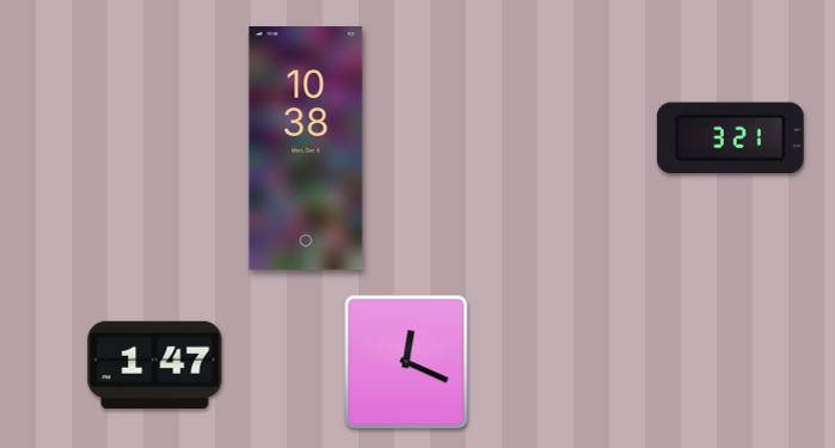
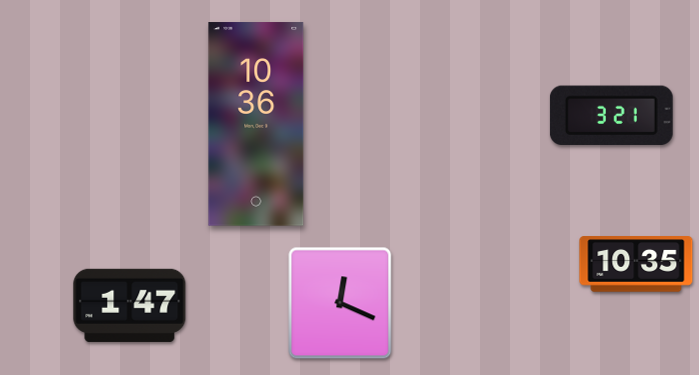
clock at (306, 148): 10:38 -> 10:36
clock at (636, 264): none -> 10:35
